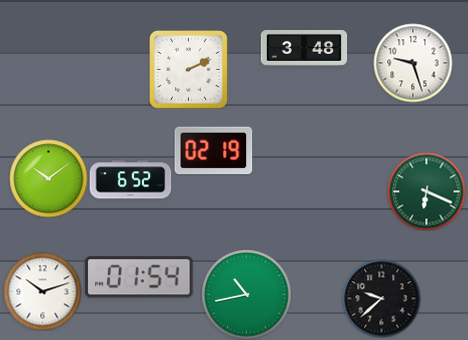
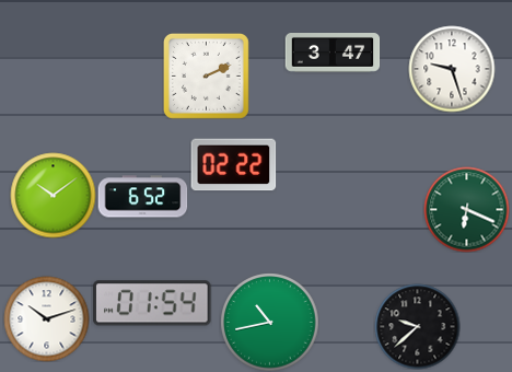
clock at (304, 49): 3:48 -> 3:47
clock at (213, 151): 02:19 -> 02:22
